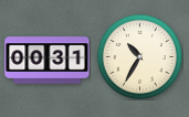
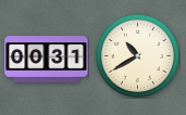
clock at (139, 56): 10:35 -> 10:40
